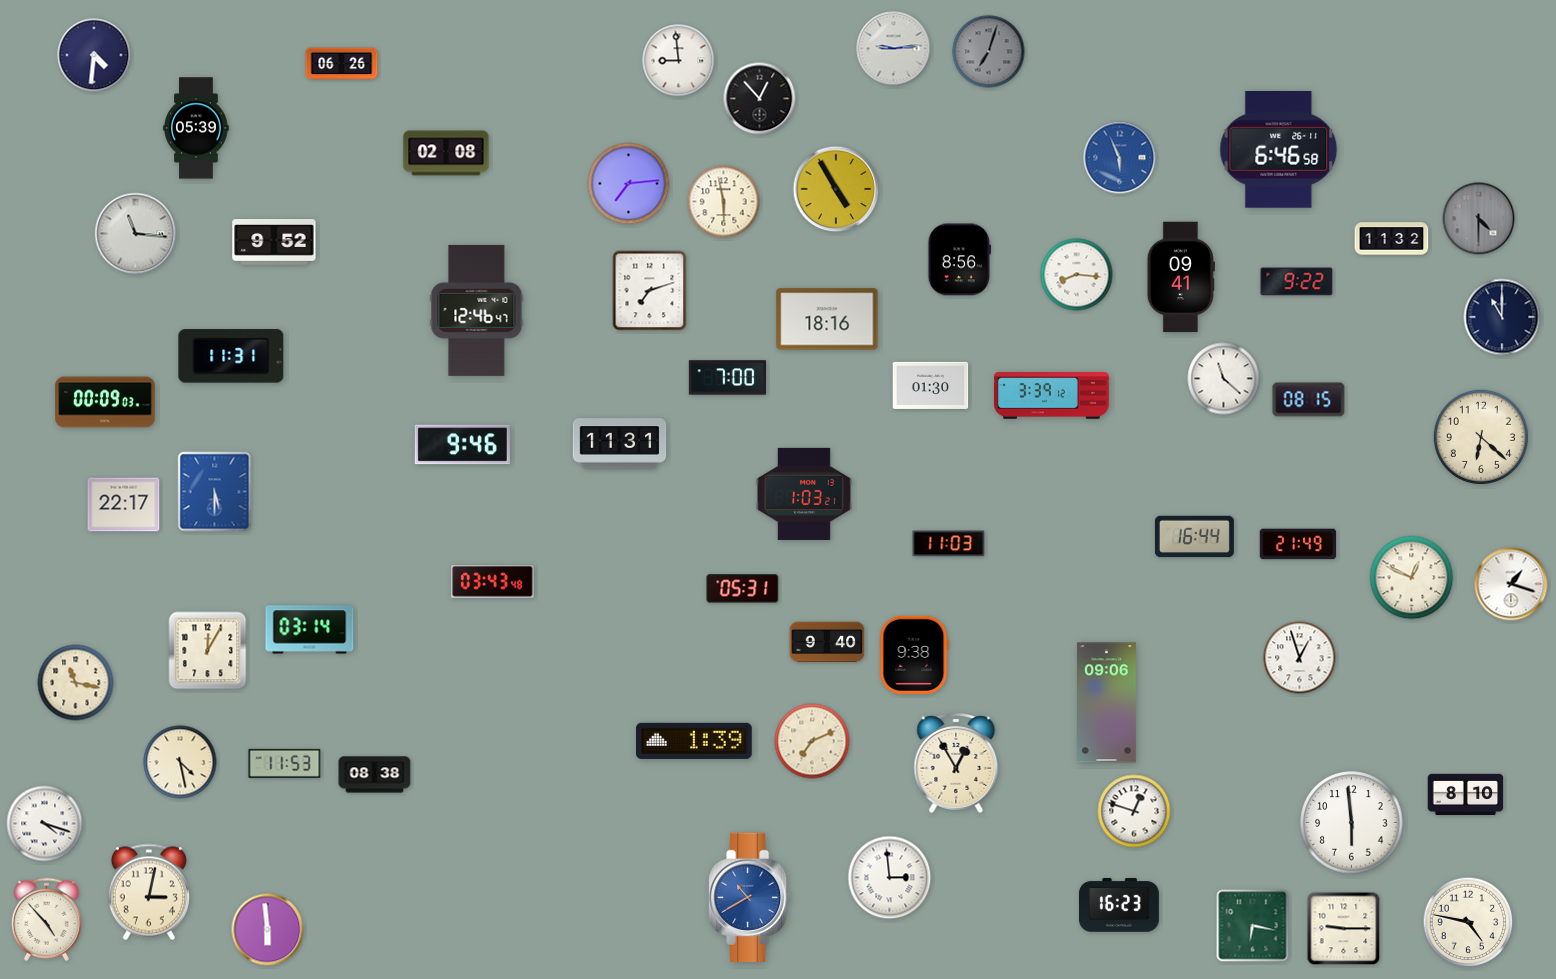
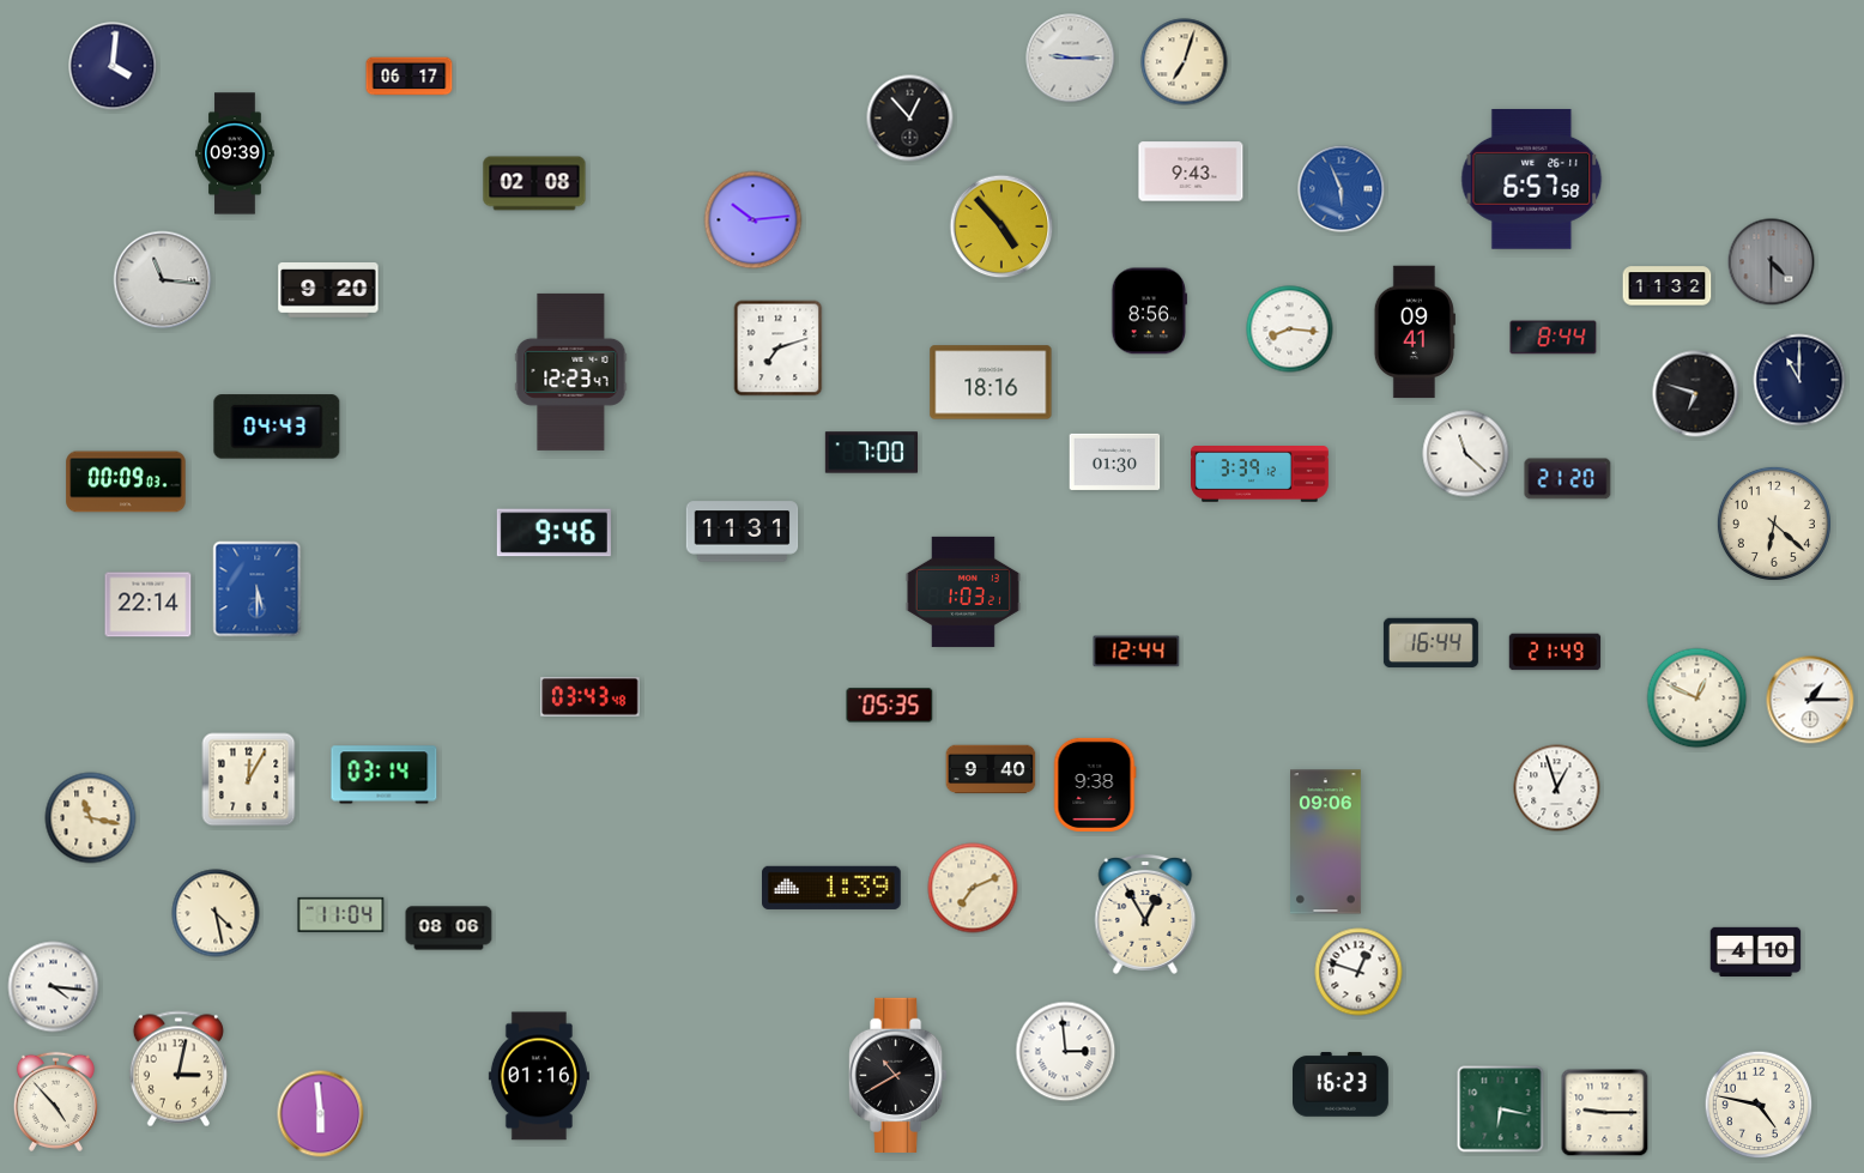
clock at (894, 49): 9:14 -> 9:15
clock at (989, 52) dial: grey -> cream
clock at (94, 55): 4:31 -> 4:01
clock at (679, 61): 8:59 -> none
clock at (342, 64): 06:26 -> 06:17
clock at (196, 128): 05:39 -> 09:39
clock at (1191, 171): none -> 9:43
clock at (1279, 149): 6:46 -> 6:57
clock at (629, 184): 7:14 -> 10:14
clock at (836, 189): 4:55 -> 4:53
clock at (724, 202): 5:58 -> none
clock at (274, 243): 9:52 -> 9:20
clock at (1297, 282): 9:22 -> 8:44
clock at (477, 310): 12:46 -> 12:23
clock at (1696, 394): none -> 6:48
clock at (231, 356): 11:31 -> 04:43
clock at (1309, 400): 08:15 -> 21:20
clock at (124, 505): 22:17 -> 22:14
clock at (949, 544): 11:03 -> 12:44
clock at (1412, 578) position: (1412, 578) -> (1697, 699)
clock at (1511, 584): 1:18 -> 1:15
clock at (743, 589): 05:31 -> 05:35
clock at (310, 630) position: (310, 630) -> (385, 775)
clock at (285, 763): 11:53 -> 11:04
clock at (375, 775): 08:38 -> 08:06
clock at (1466, 794): 8:10 -> 4:10
clock at (1352, 823): 5:59 -> none
clock at (45, 824): 4:18 -> 4:16
clock at (750, 897) dial: blue -> black
clock at (539, 1076): none -> 01:16
clock at (1344, 929) position: (1344, 929) -> (1605, 1113)
